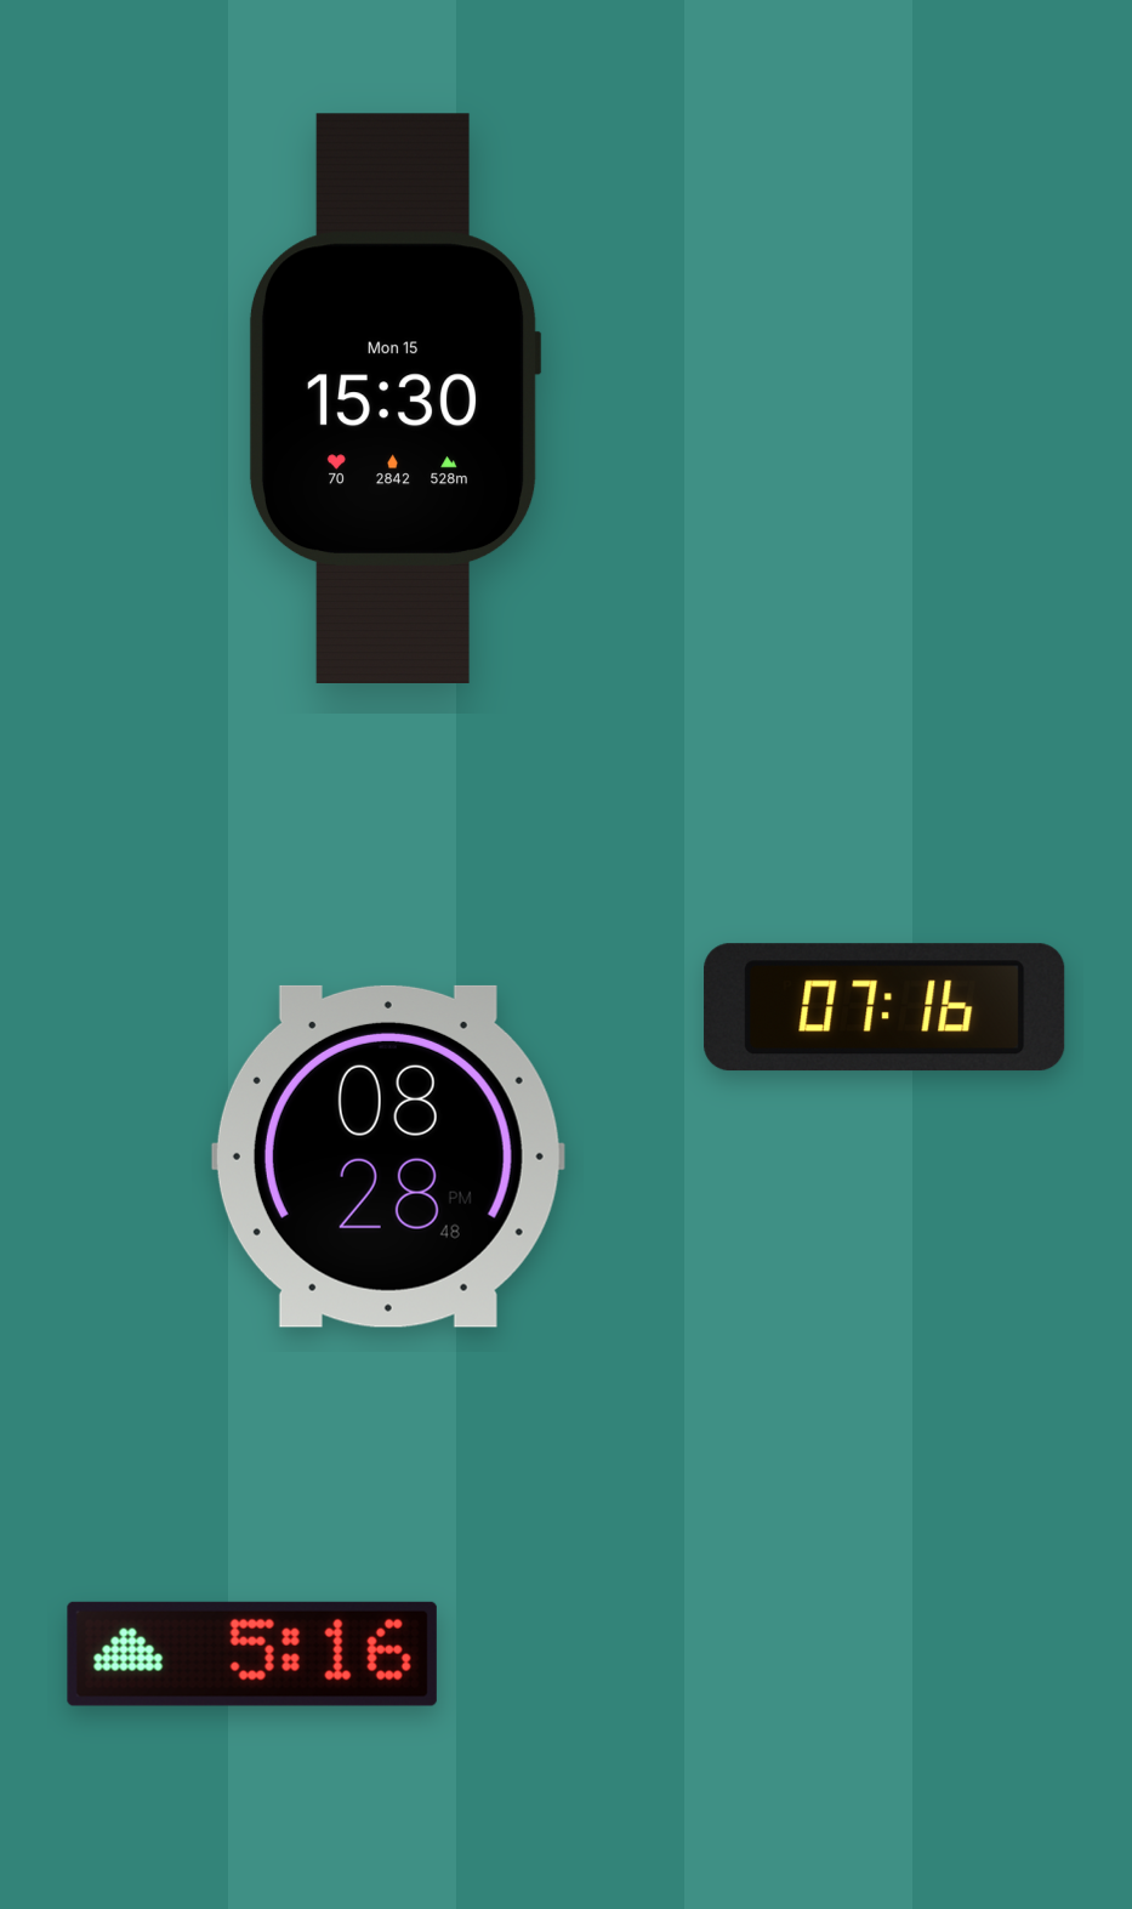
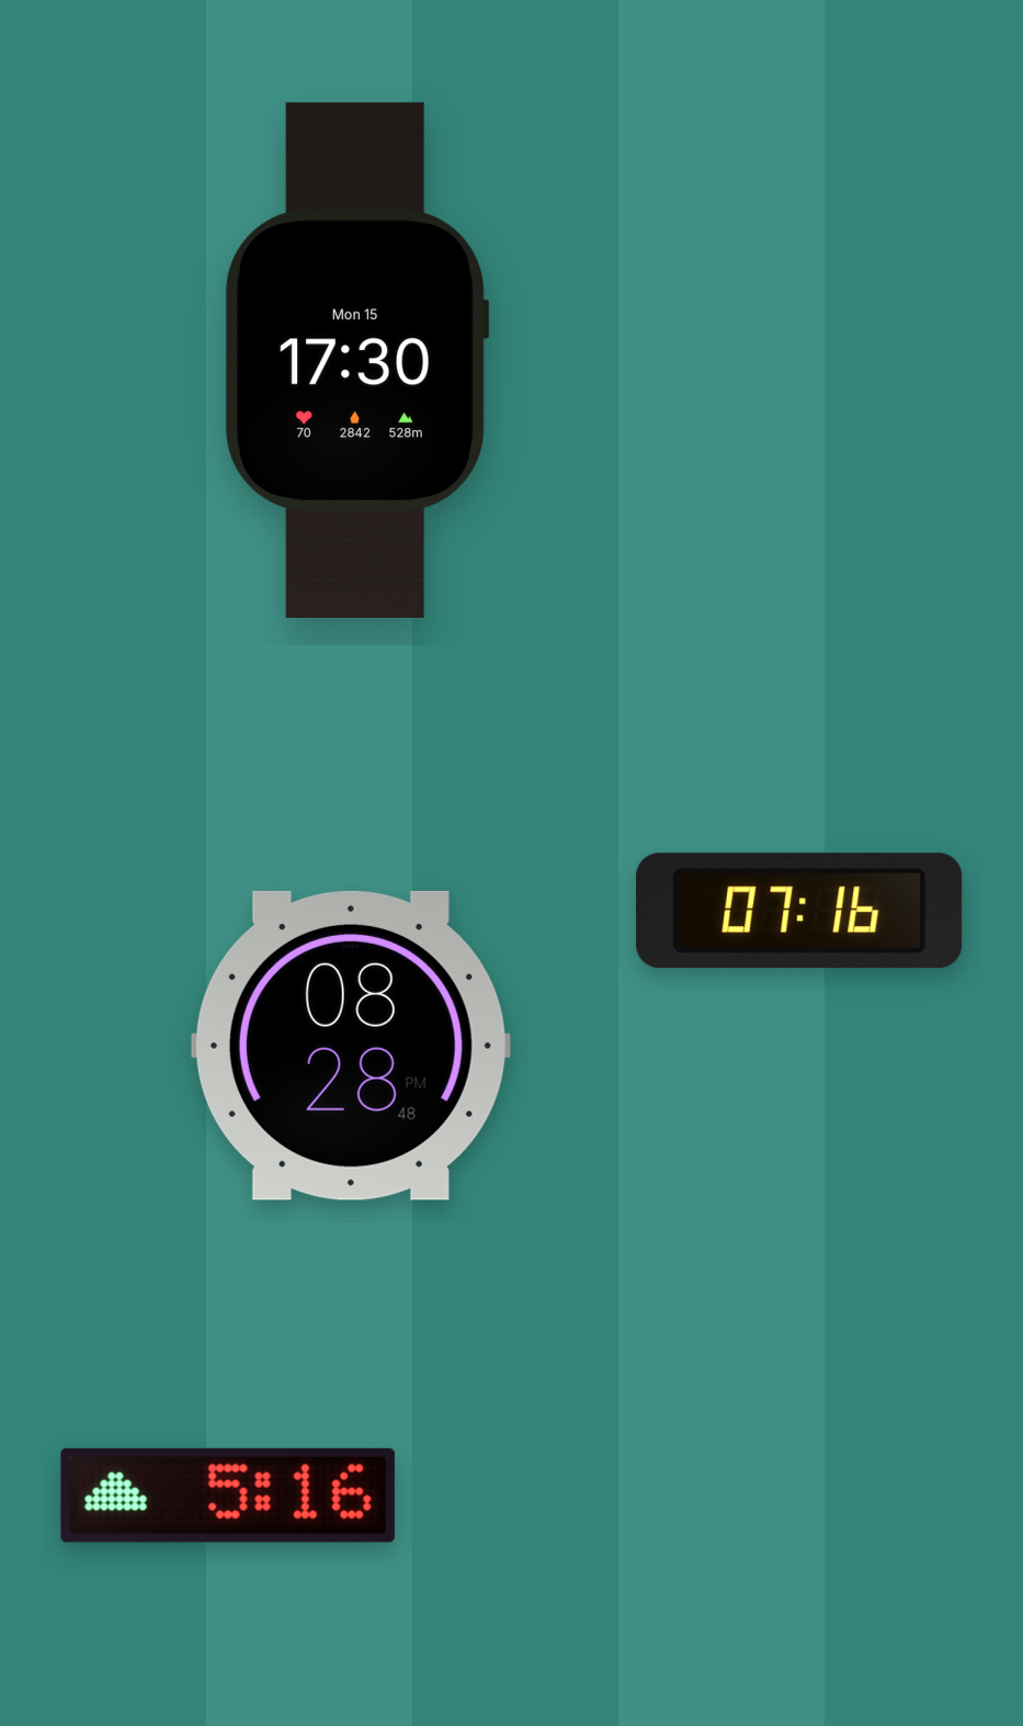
clock at (394, 398): 15:30 -> 17:30
